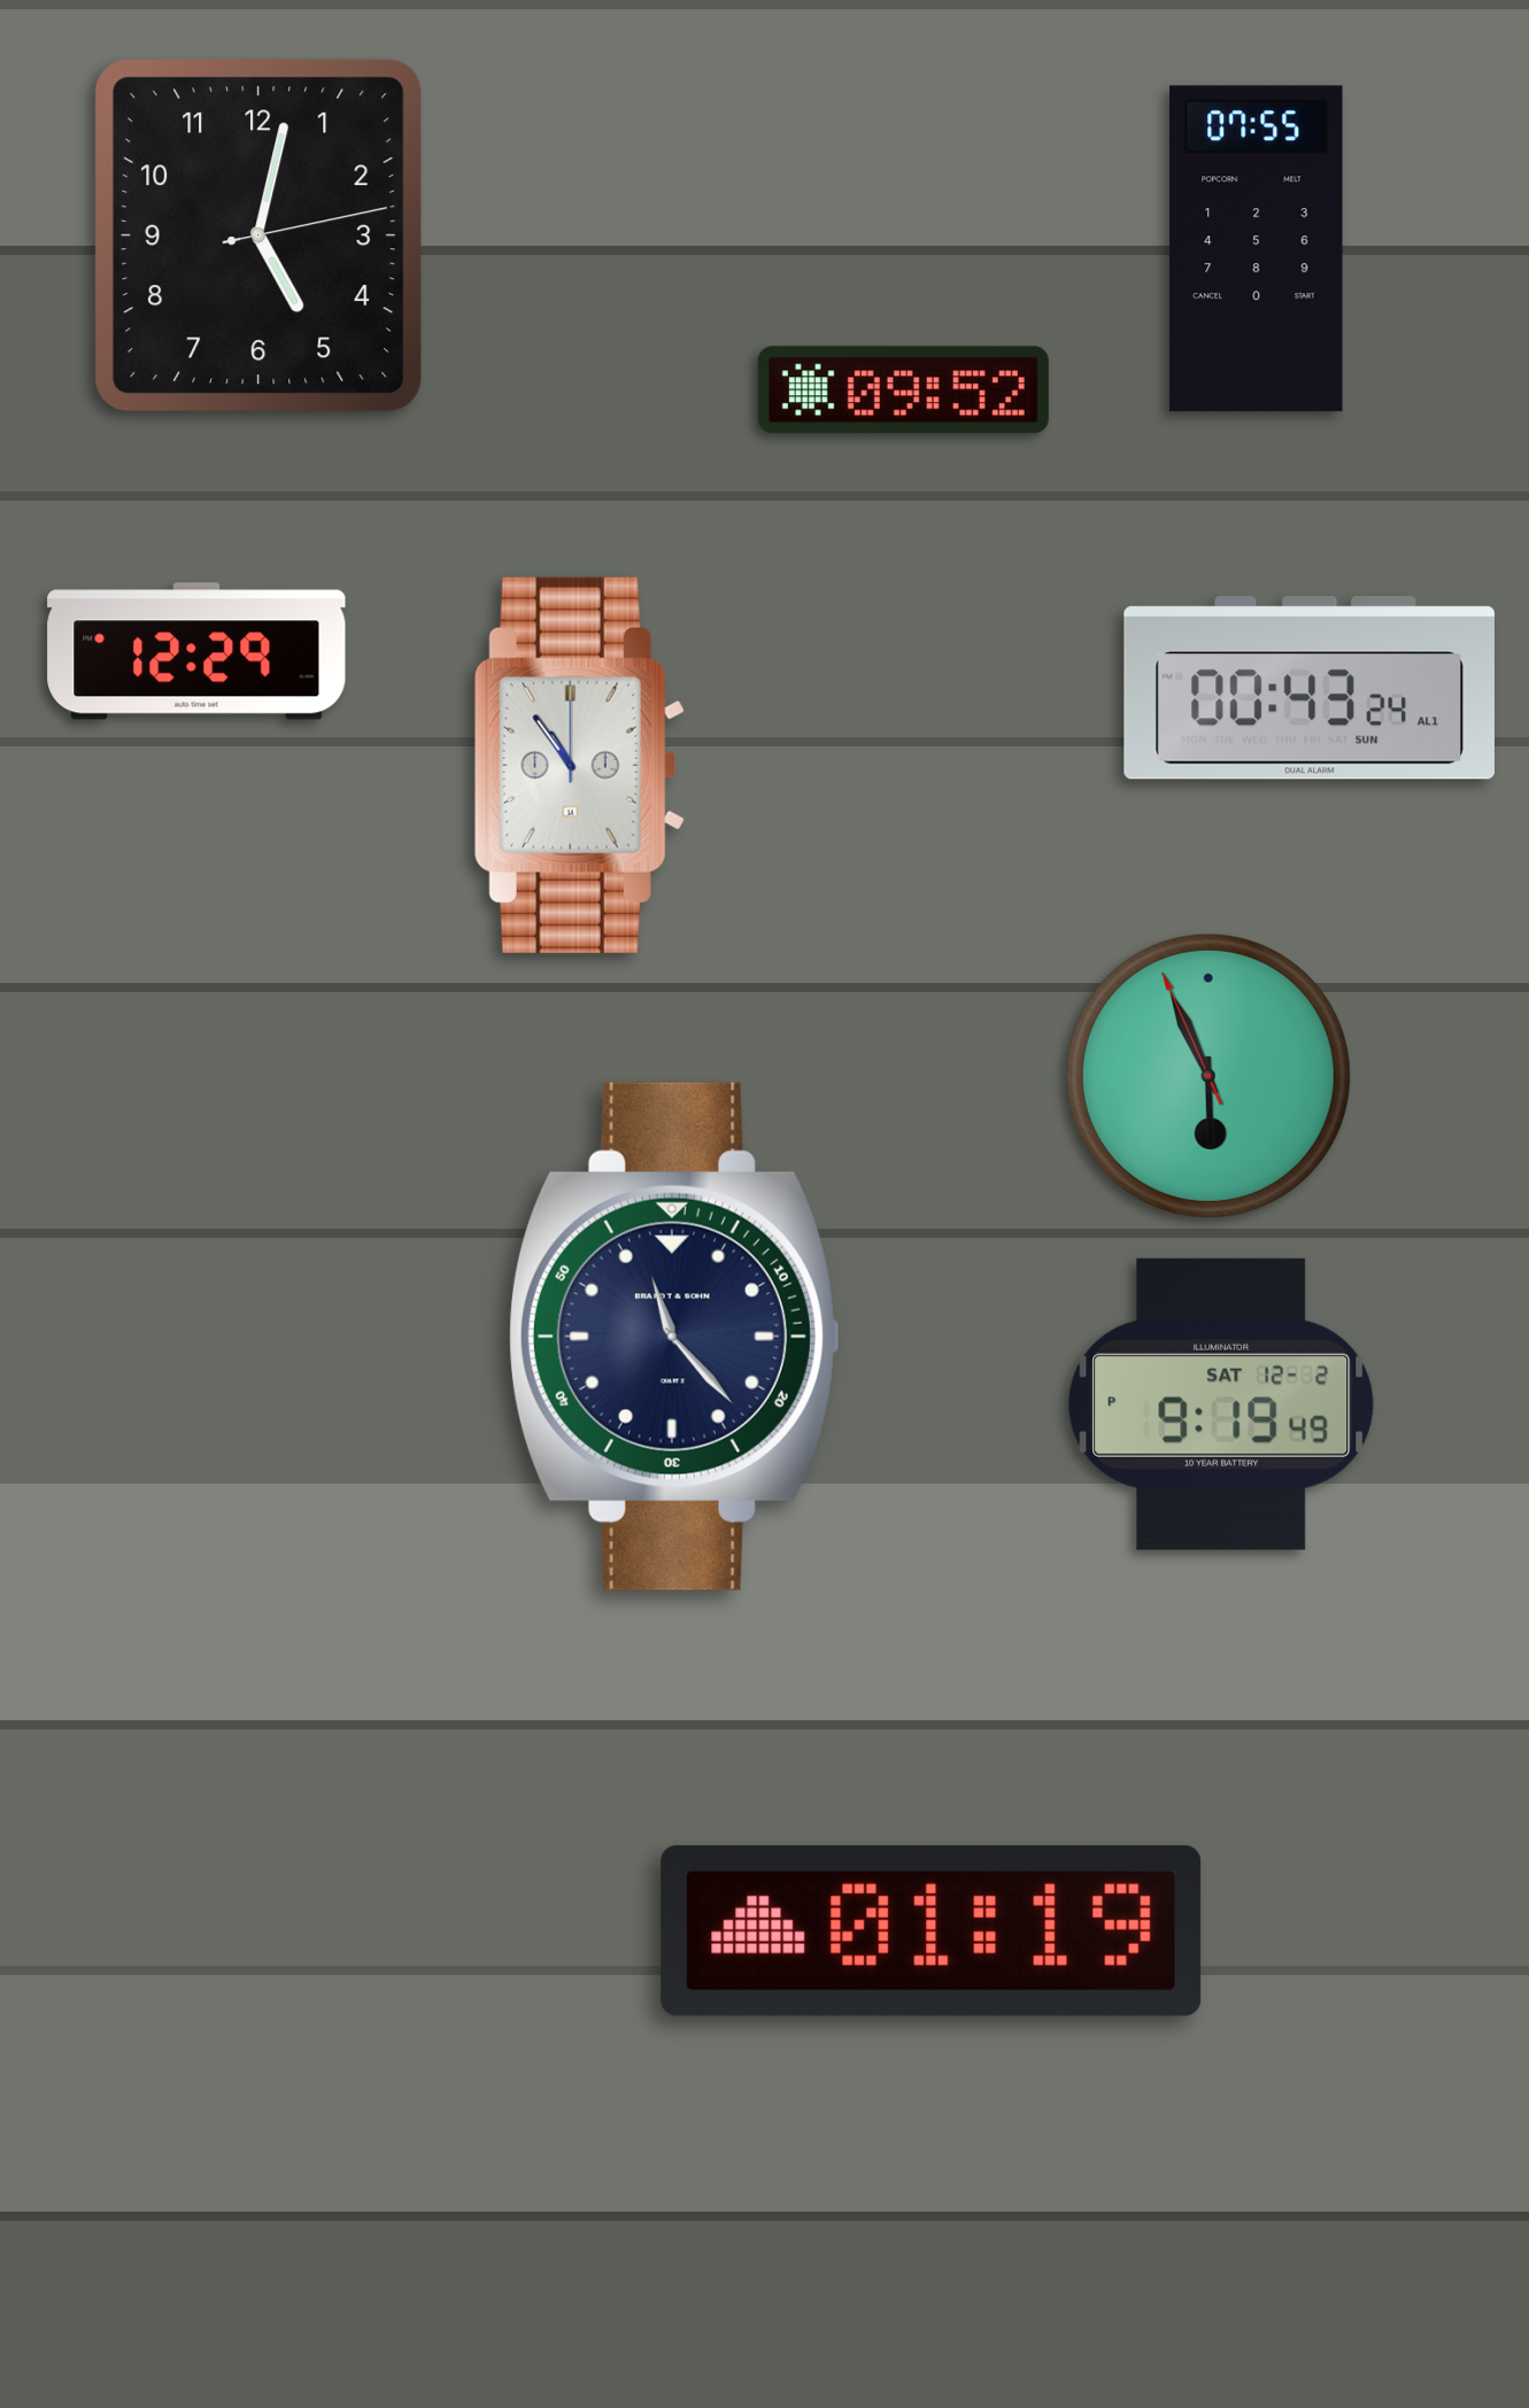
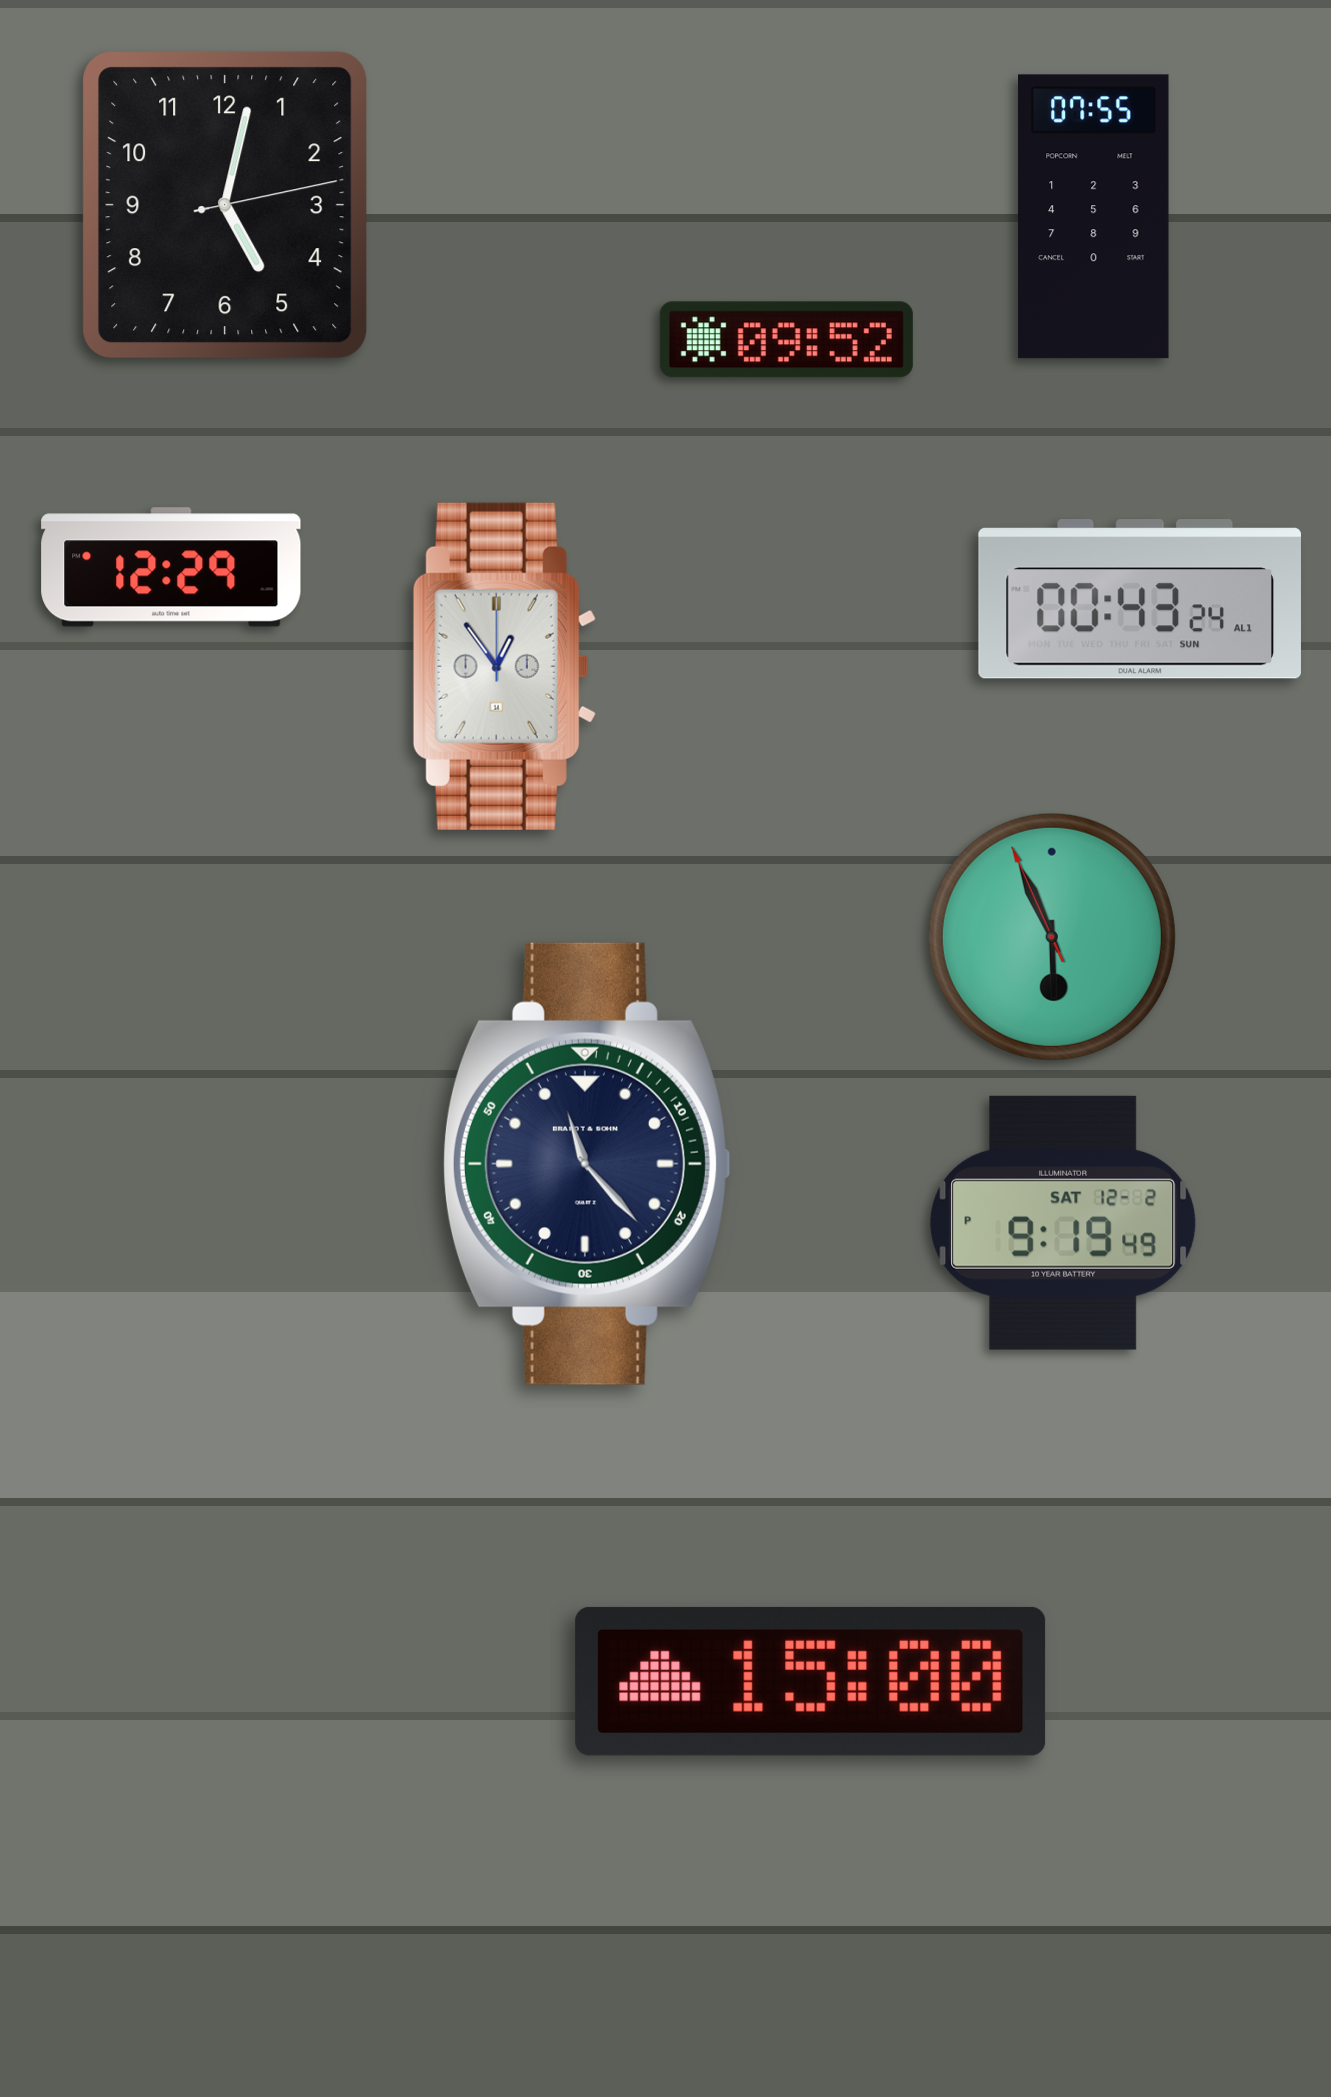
clock at (579, 765): 10:54 -> 12:54
clock at (932, 1930): 01:19 -> 15:00
